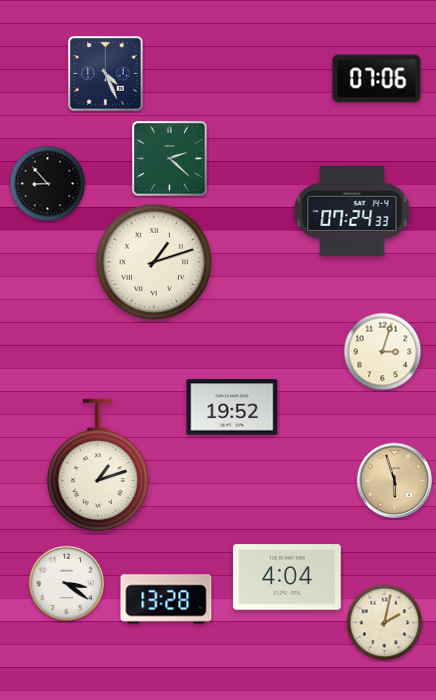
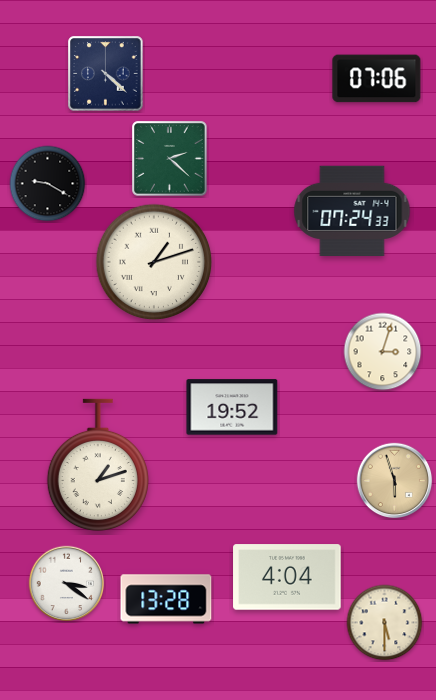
clock at (106, 74): 4:26 -> 4:22
clock at (48, 184): 8:53 -> 9:20
clock at (385, 623): 2:02 -> 5:30
